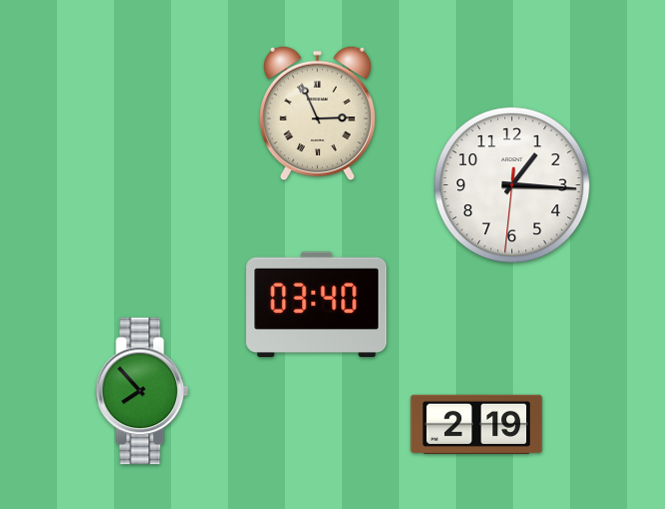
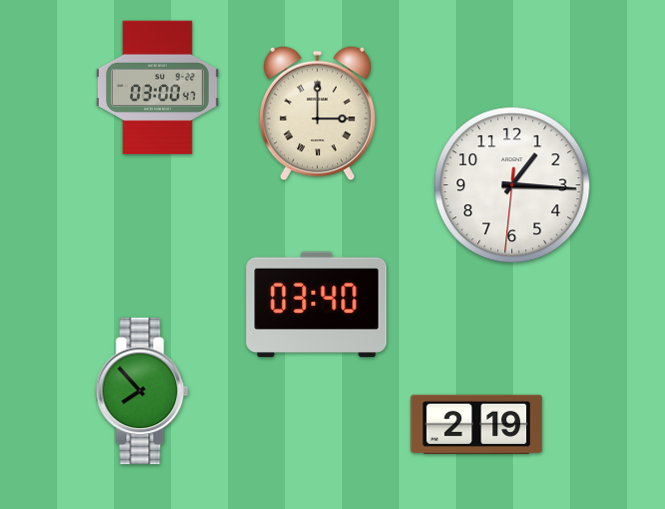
clock at (157, 88): none -> 03:00
clock at (317, 113): 2:56 -> 3:00
